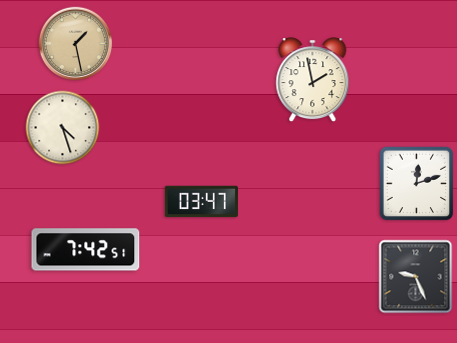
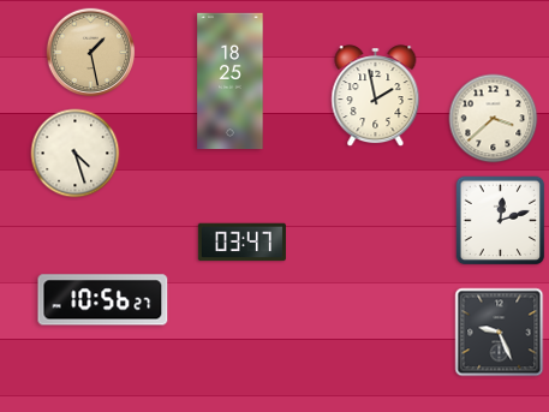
clock at (231, 82): none -> 18:25
clock at (494, 119): none -> 3:38
clock at (86, 250): 7:42 -> 10:56
